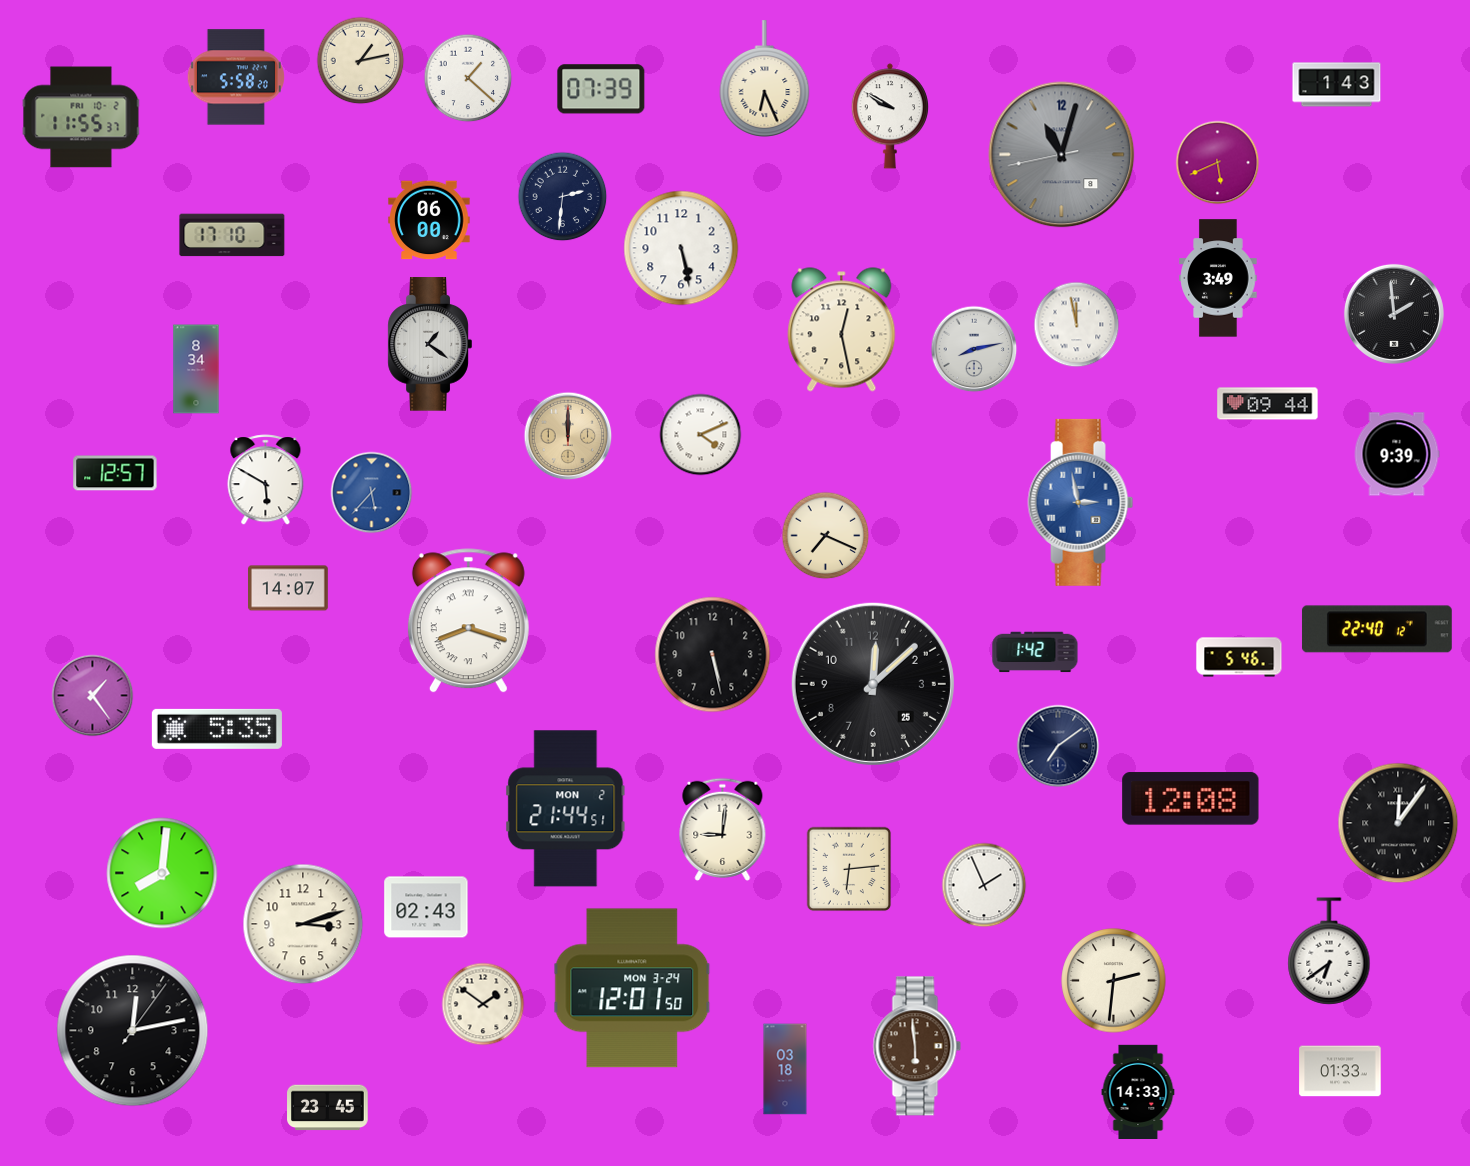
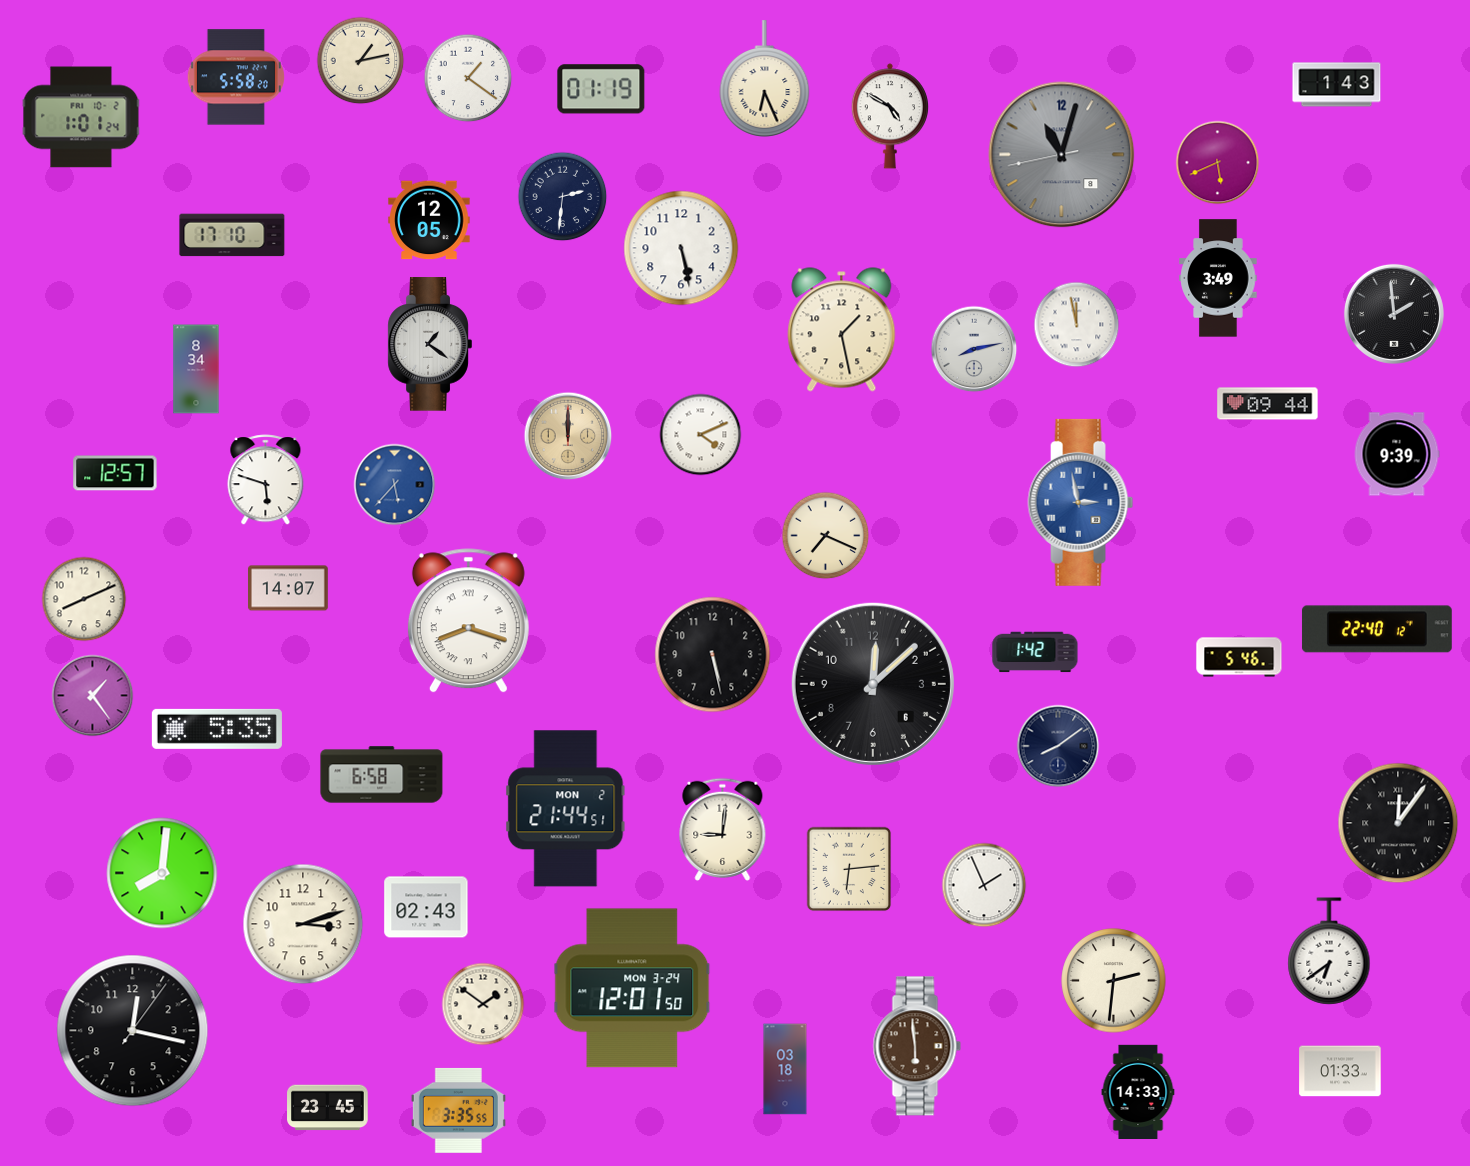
clock at (468, 78): 1:22 -> 1:21
clock at (601, 89): 07:39 -> 01:19
clock at (890, 116): 9:50 -> 4:50
clock at (81, 117): 11:55 -> 1:01
clock at (429, 220): 06:00 -> 12:05
clock at (842, 330): 12:28 -> 1:28
clock at (266, 480): 5:50 -> 5:48
clock at (372, 493) position: (372, 493) -> (395, 485)
clock at (84, 599): none -> 8:11
clock at (873, 684) date: 25 -> 6
clock at (1058, 746): 7:09 -> 8:09
clock at (382, 775): none -> 6:58
clock at (1191, 799): 12:08 -> none
clock at (133, 1031): 12:13 -> 12:17
clock at (458, 1110): none -> 3:35
